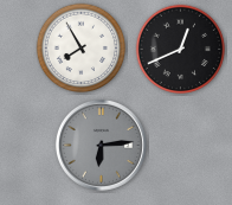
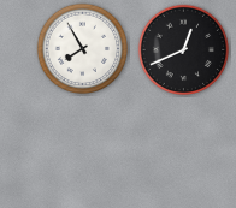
clock at (101, 145): 6:14 -> none
